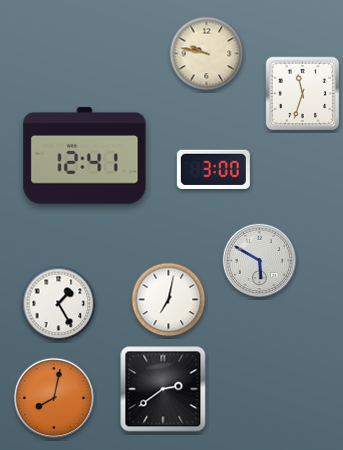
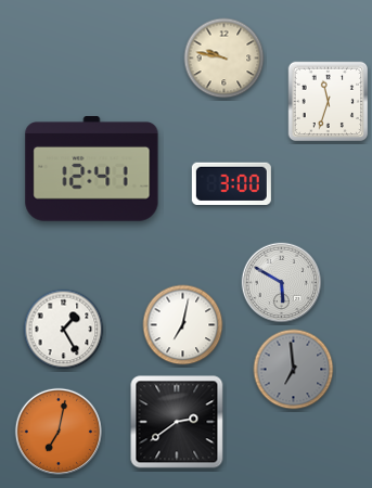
clock at (294, 370): none -> 6:59
clock at (53, 397): 8:02 -> 7:02
